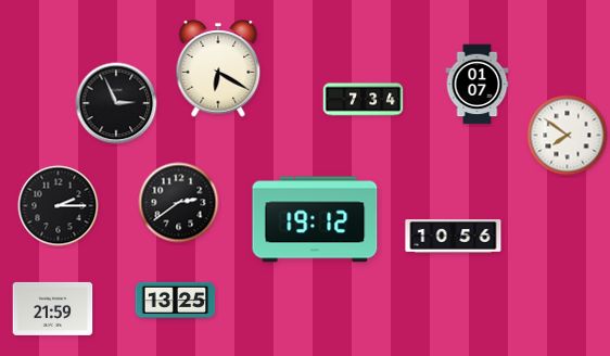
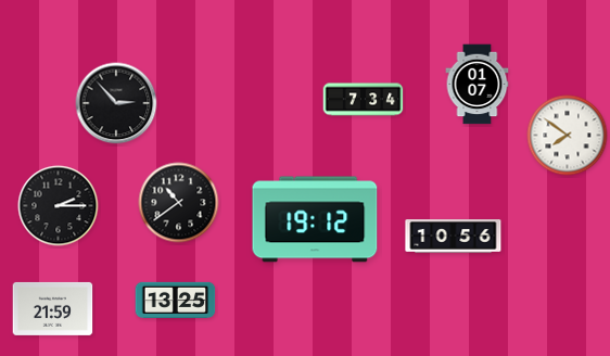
clock at (218, 68): 6:20 -> none
clock at (116, 103): 2:56 -> 2:53
clock at (179, 203): 2:39 -> 10:39
